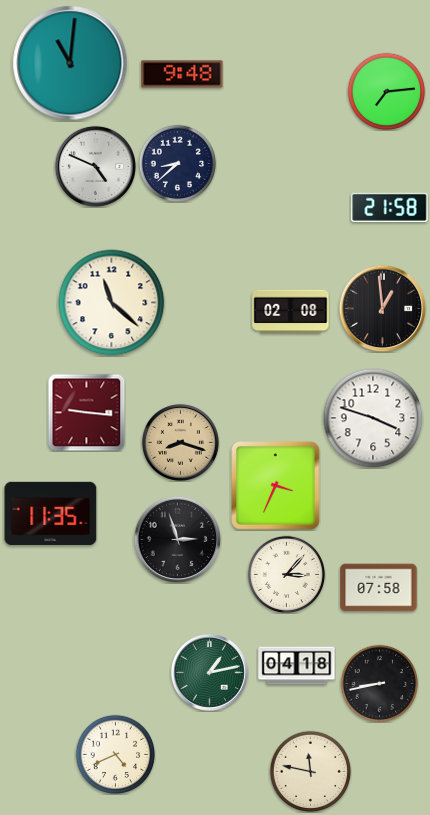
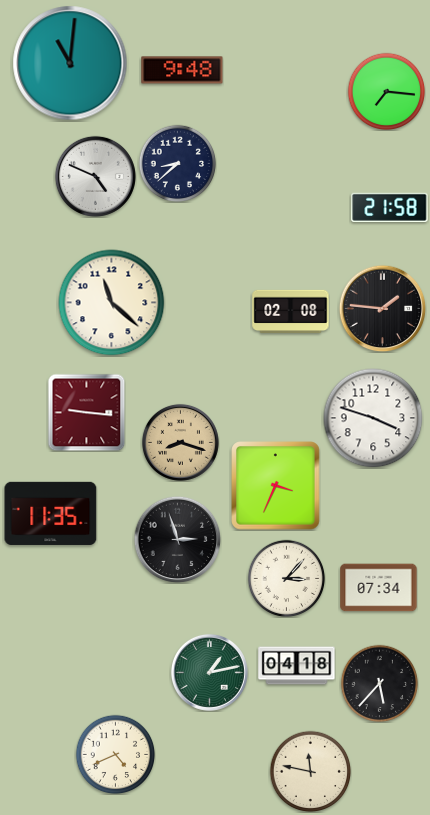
clock at (182, 74) position: (182, 74) -> (182, 70)
clock at (386, 91): 7:14 -> 7:16
clock at (95, 166) position: (95, 166) -> (95, 176)
clock at (382, 308): 12:59 -> 1:46
clock at (286, 574) position: (286, 574) -> (286, 578)
clock at (379, 588): 07:58 -> 07:34
clock at (379, 683): 8:43 -> 5:37
